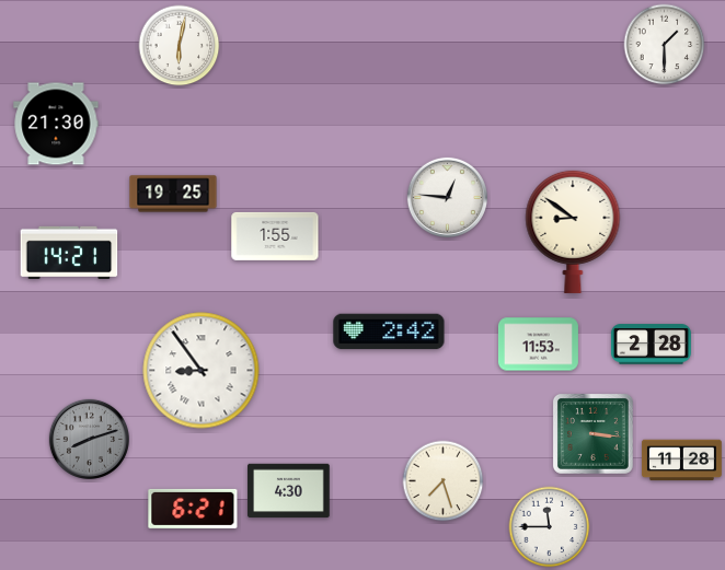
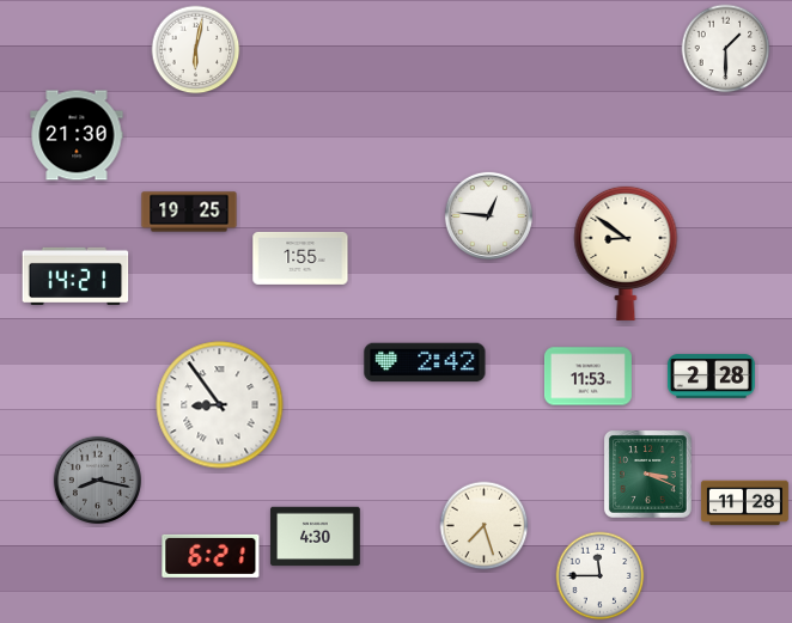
clock at (56, 124) position: (56, 124) -> (77, 135)
clock at (594, 434): 3:16 -> 3:19
clock at (89, 439): 8:12 -> 8:17
